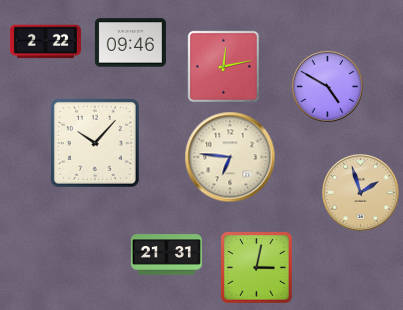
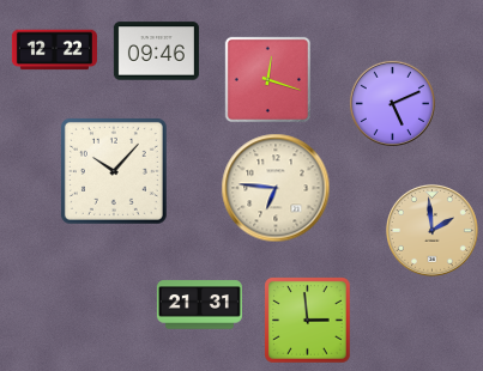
clock at (45, 42): 2:22 -> 12:22
clock at (223, 66): 12:13 -> 12:18
clock at (327, 86): 4:50 -> 5:11
clock at (361, 193): 1:57 -> 1:59
clock at (257, 268): 3:02 -> 2:59
